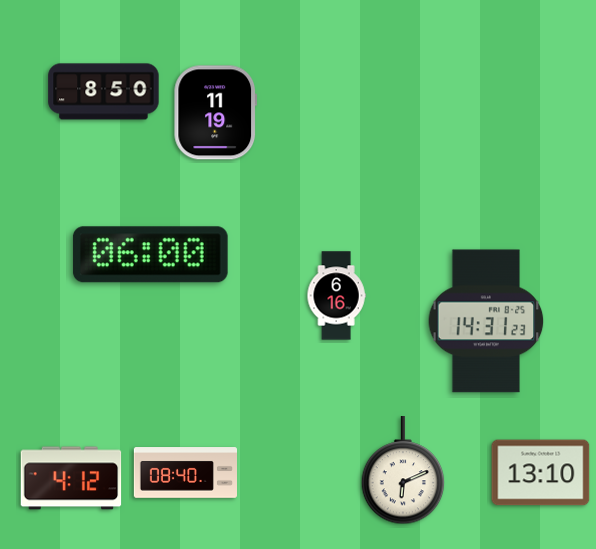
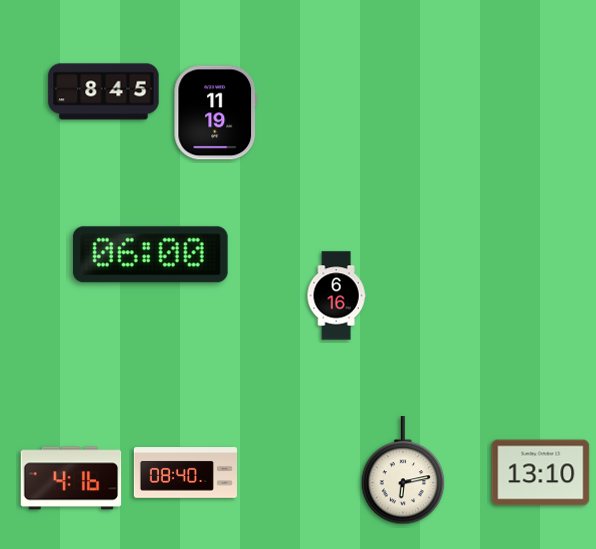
clock at (104, 92): 8:50 -> 8:45
clock at (486, 321): 14:31 -> none
clock at (403, 471): 6:11 -> 6:13
clock at (71, 478): 4:12 -> 4:16
